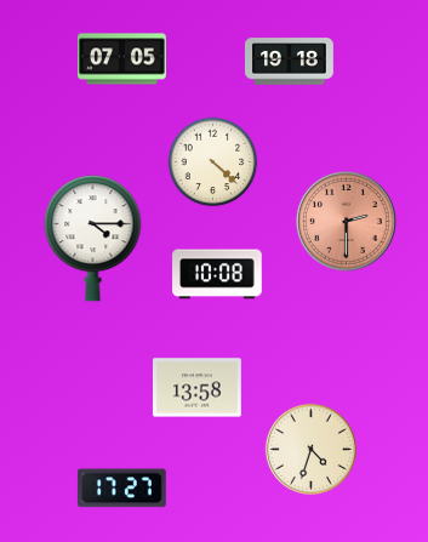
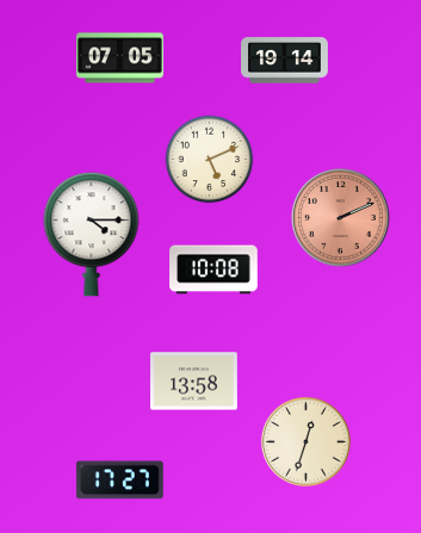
clock at (290, 62): 19:18 -> 19:14
clock at (213, 162): 4:22 -> 5:11
clock at (346, 221): 2:30 -> 2:11
clock at (310, 449): 4:33 -> 12:33
